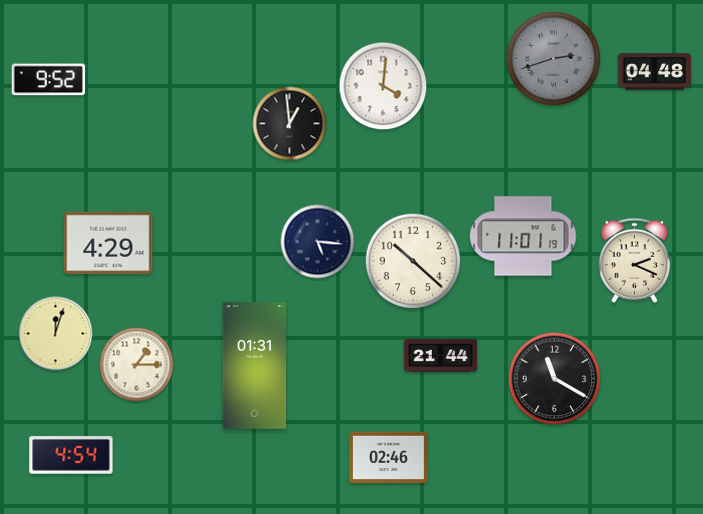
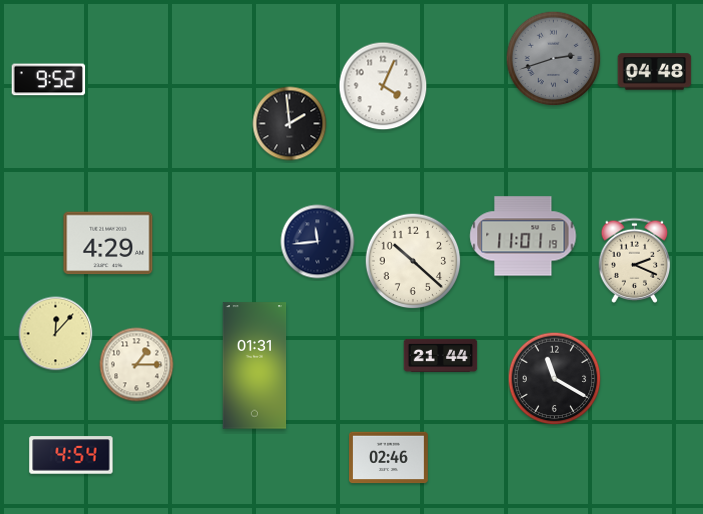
clock at (383, 86): 4:01 -> 4:04
clock at (290, 124): 12:59 -> 1:59
clock at (318, 242): 5:16 -> 11:44
clock at (56, 334): 12:03 -> 12:07
